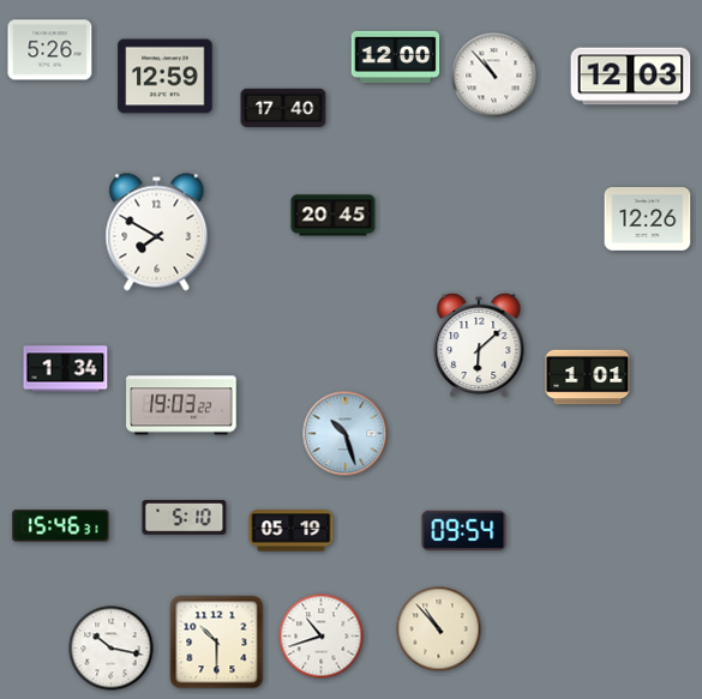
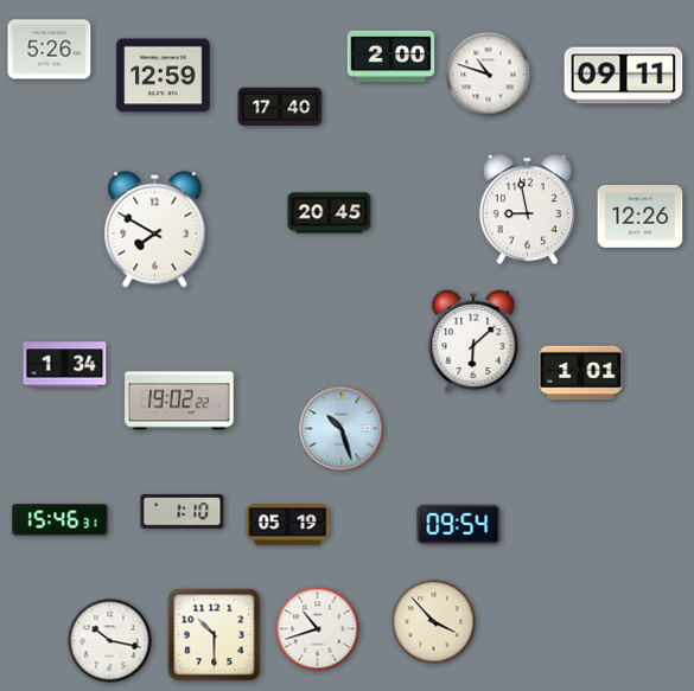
clock at (396, 58): 12:00 -> 2:00
clock at (494, 76): 10:53 -> 10:48
clock at (631, 77): 12:03 -> 09:11
clock at (527, 210): none -> 8:58
clock at (181, 405): 19:03 -> 19:02
clock at (185, 518): 5:10 -> 1:10
clock at (439, 629): 10:53 -> 3:53
